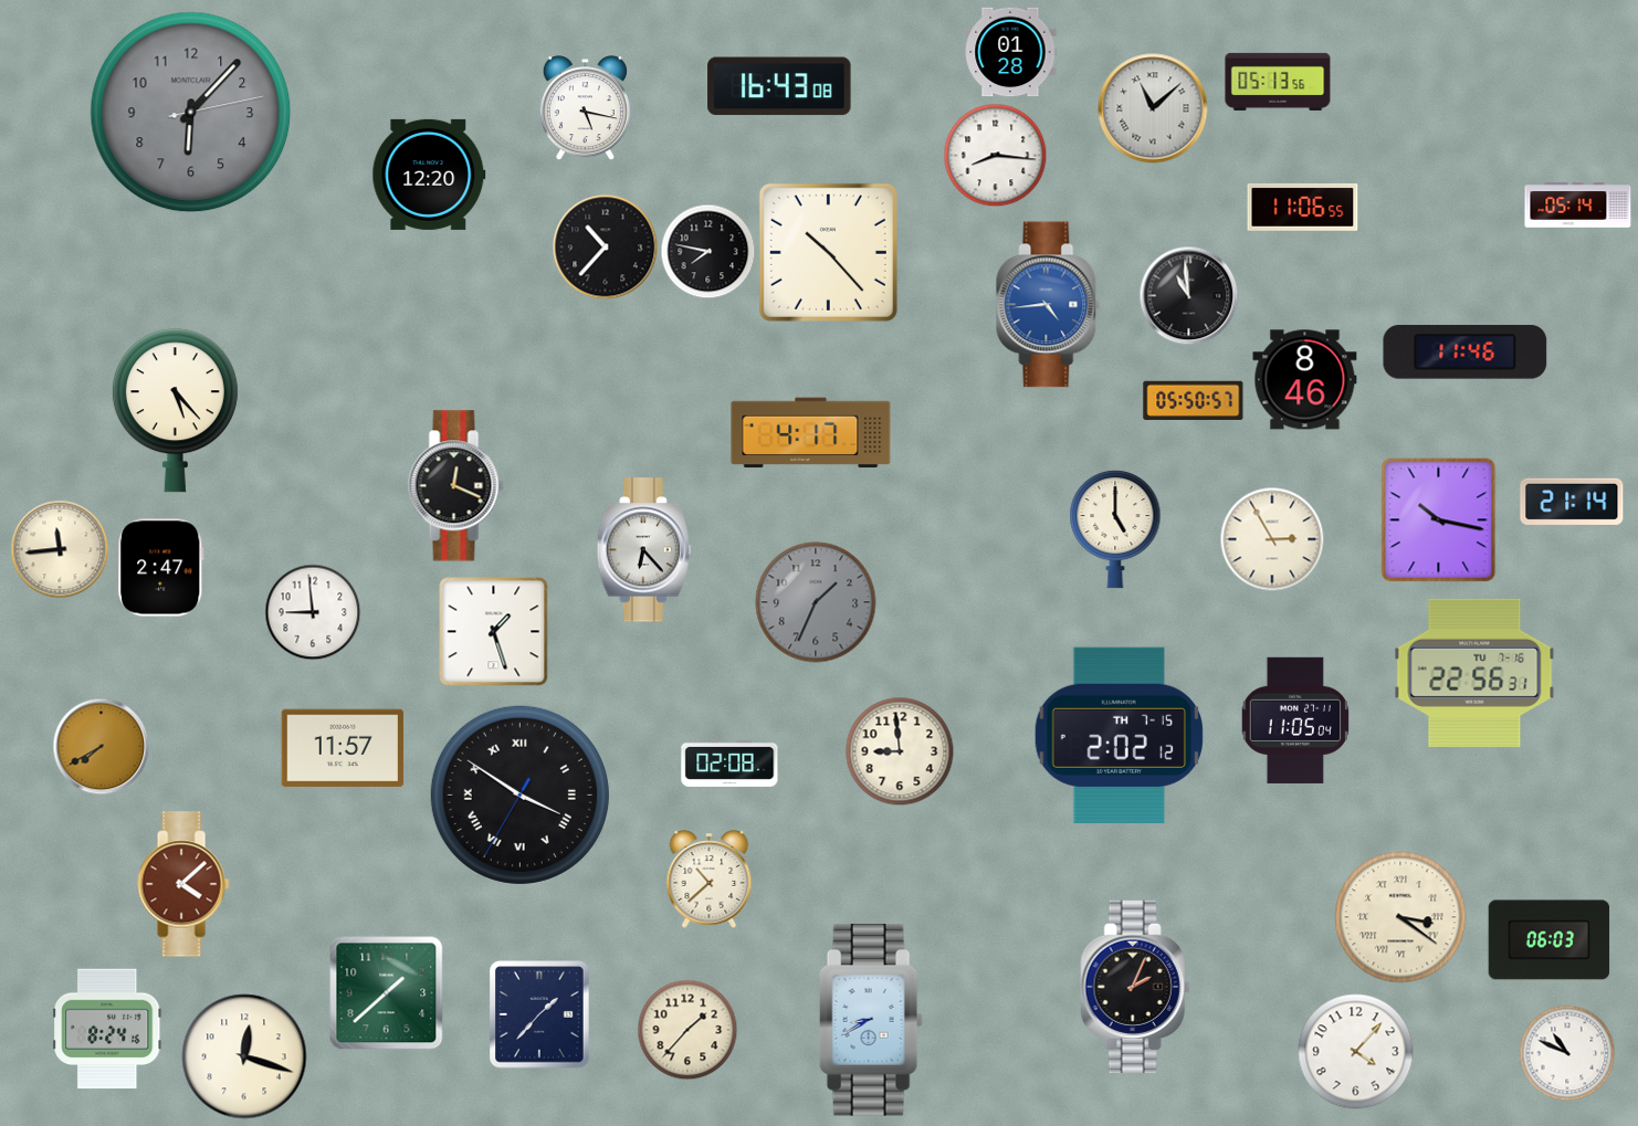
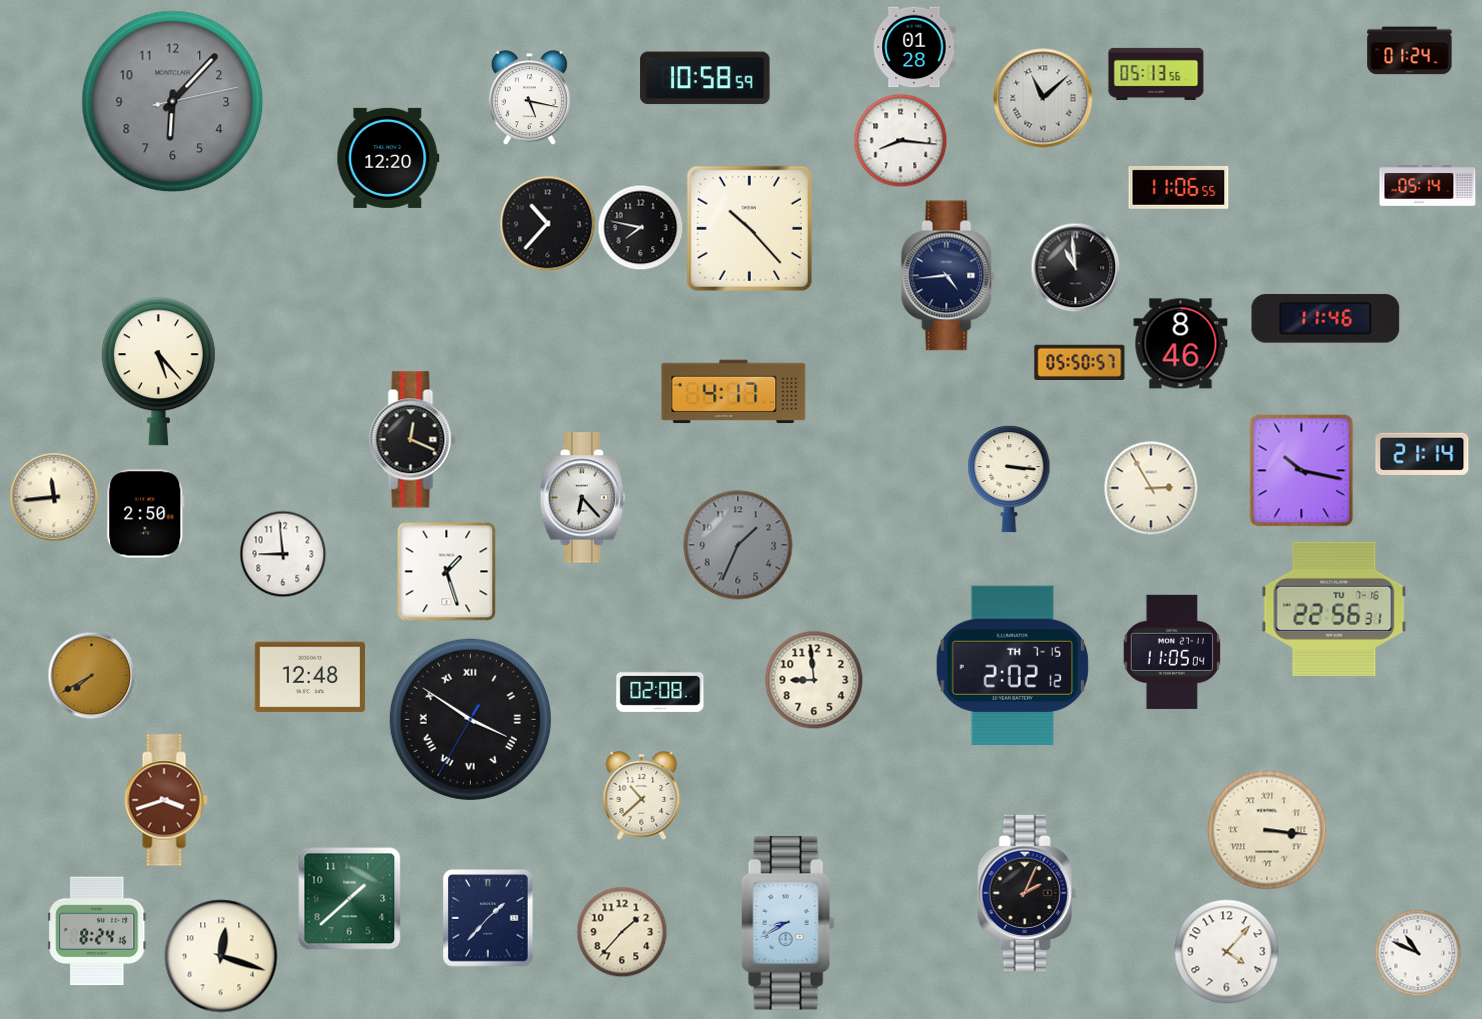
clock at (1410, 51): none -> 01:24
clock at (779, 86): 16:43 -> 10:58
clock at (1049, 305) dial: blue -> navy
clock at (1115, 529): 5:00 -> 3:16
clock at (161, 568): 2:47 -> 2:50
clock at (343, 748): 11:57 -> 12:48
clock at (183, 884): 4:08 -> 3:42
clock at (1400, 917): 3:21 -> 3:16
clock at (1550, 940): 06:03 -> none
